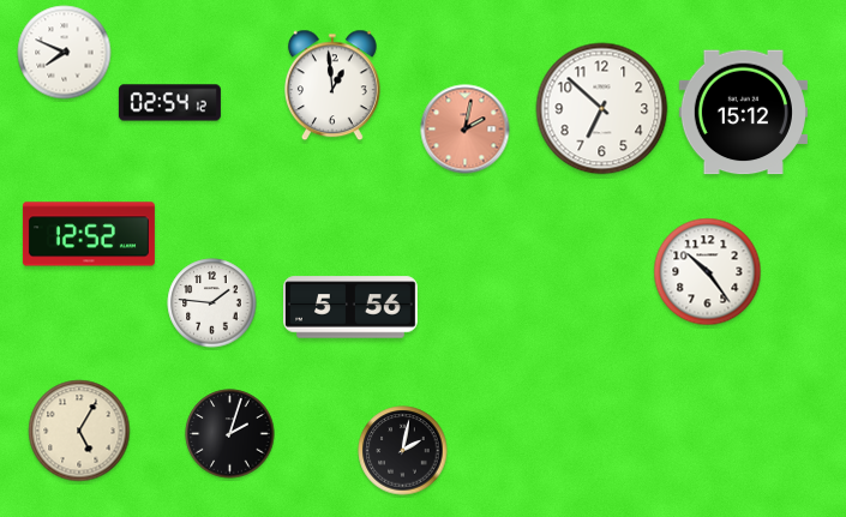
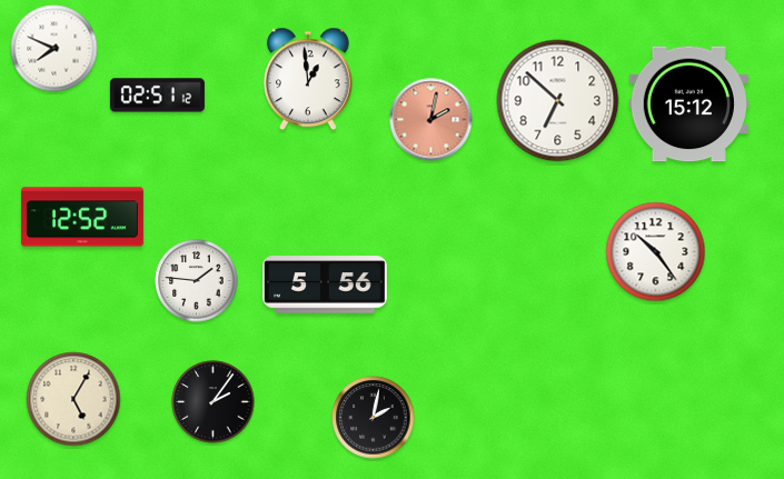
clock at (65, 53) position: (65, 53) -> (54, 49)
clock at (169, 103): 02:54 -> 02:51
clock at (230, 434): 2:03 -> 2:06
